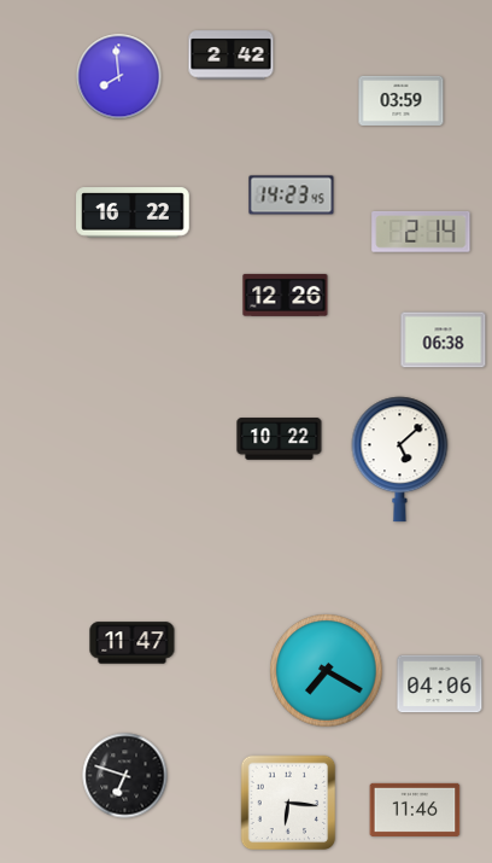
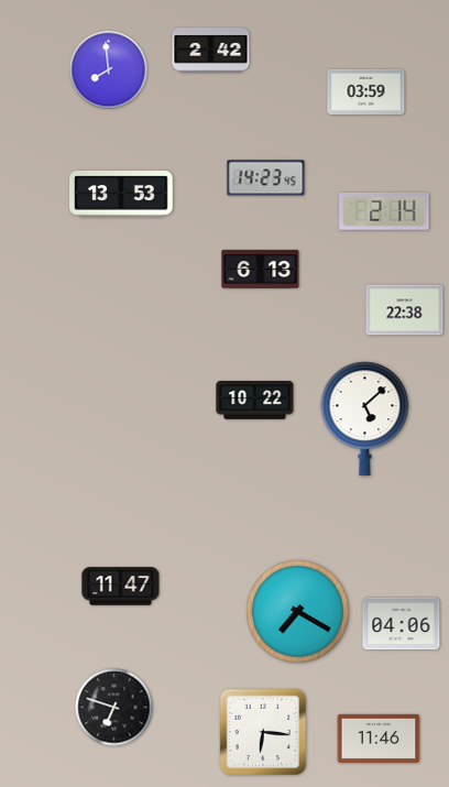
clock at (133, 212): 16:22 -> 13:53
clock at (286, 295): 12:26 -> 6:13
clock at (444, 340): 06:38 -> 22:38
